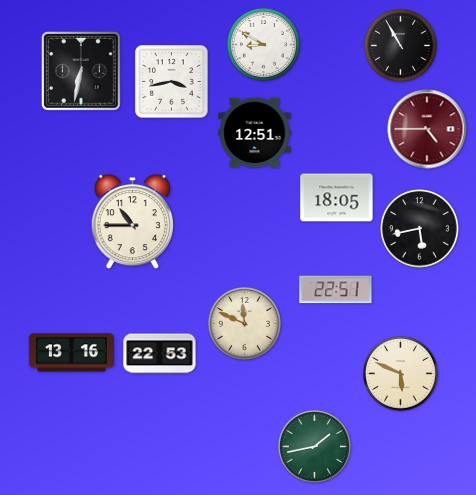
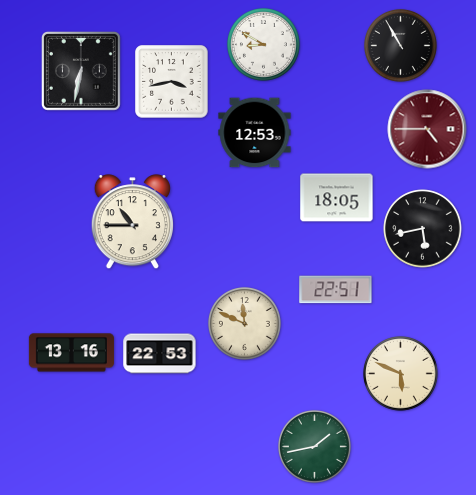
clock at (255, 133): 12:51 -> 12:53
clock at (420, 229) position: (420, 229) -> (423, 229)
